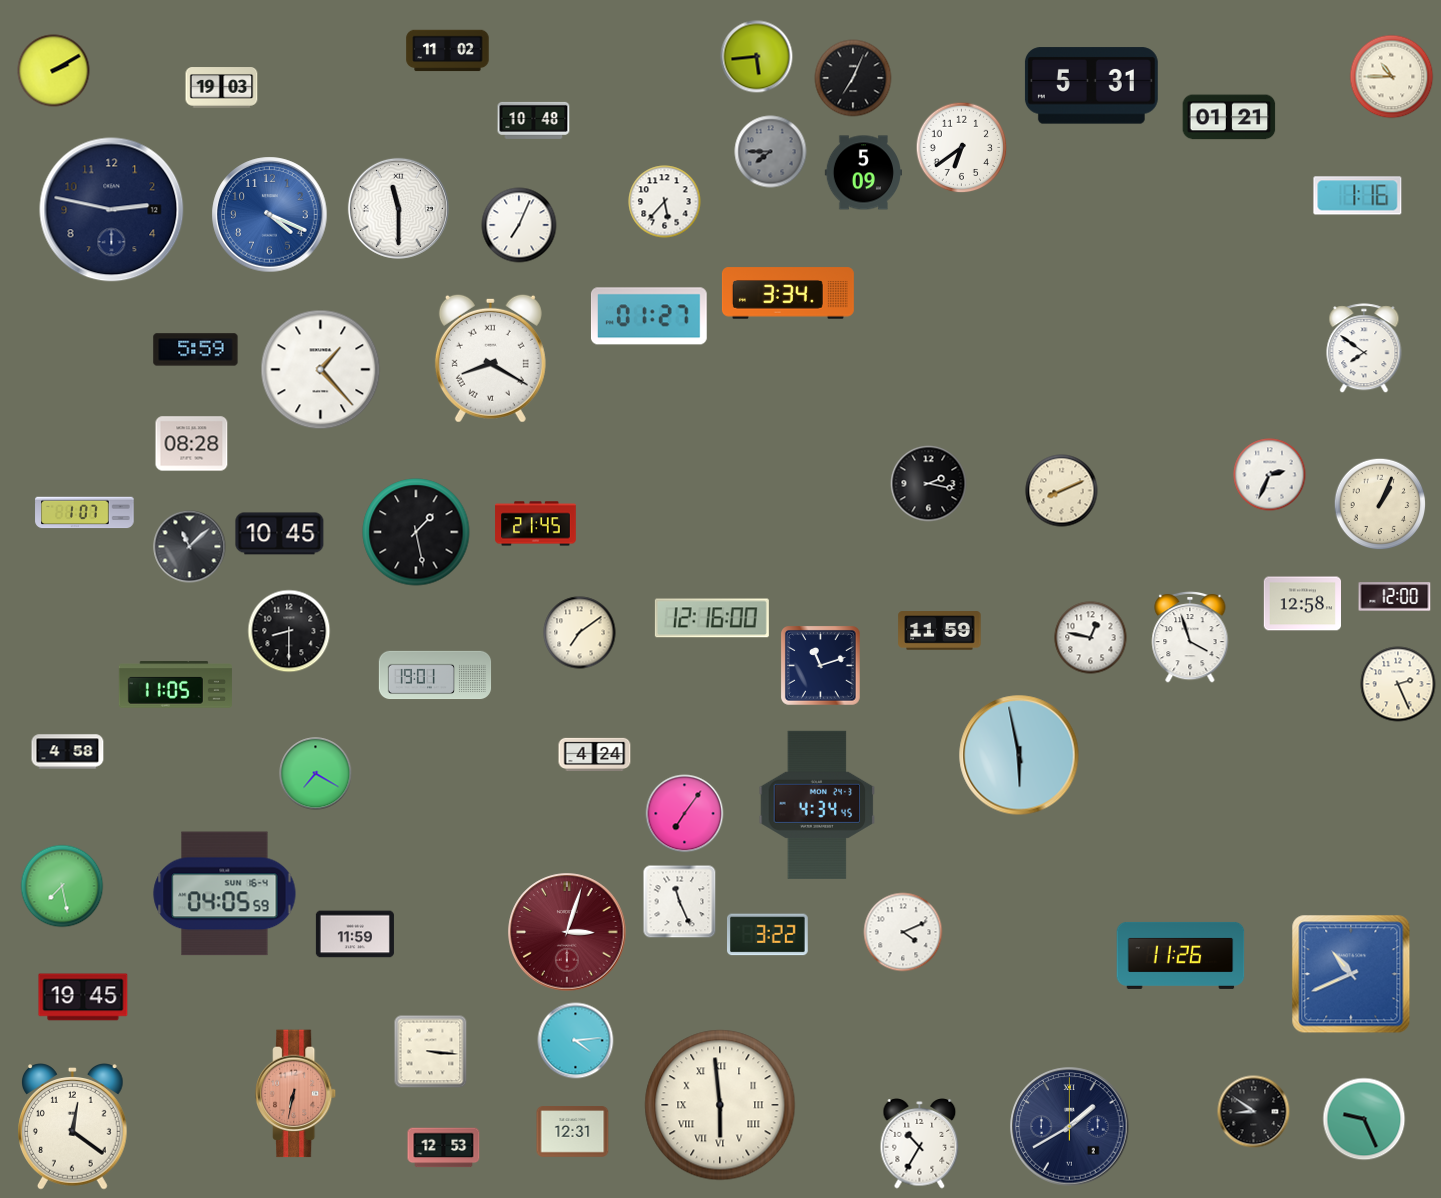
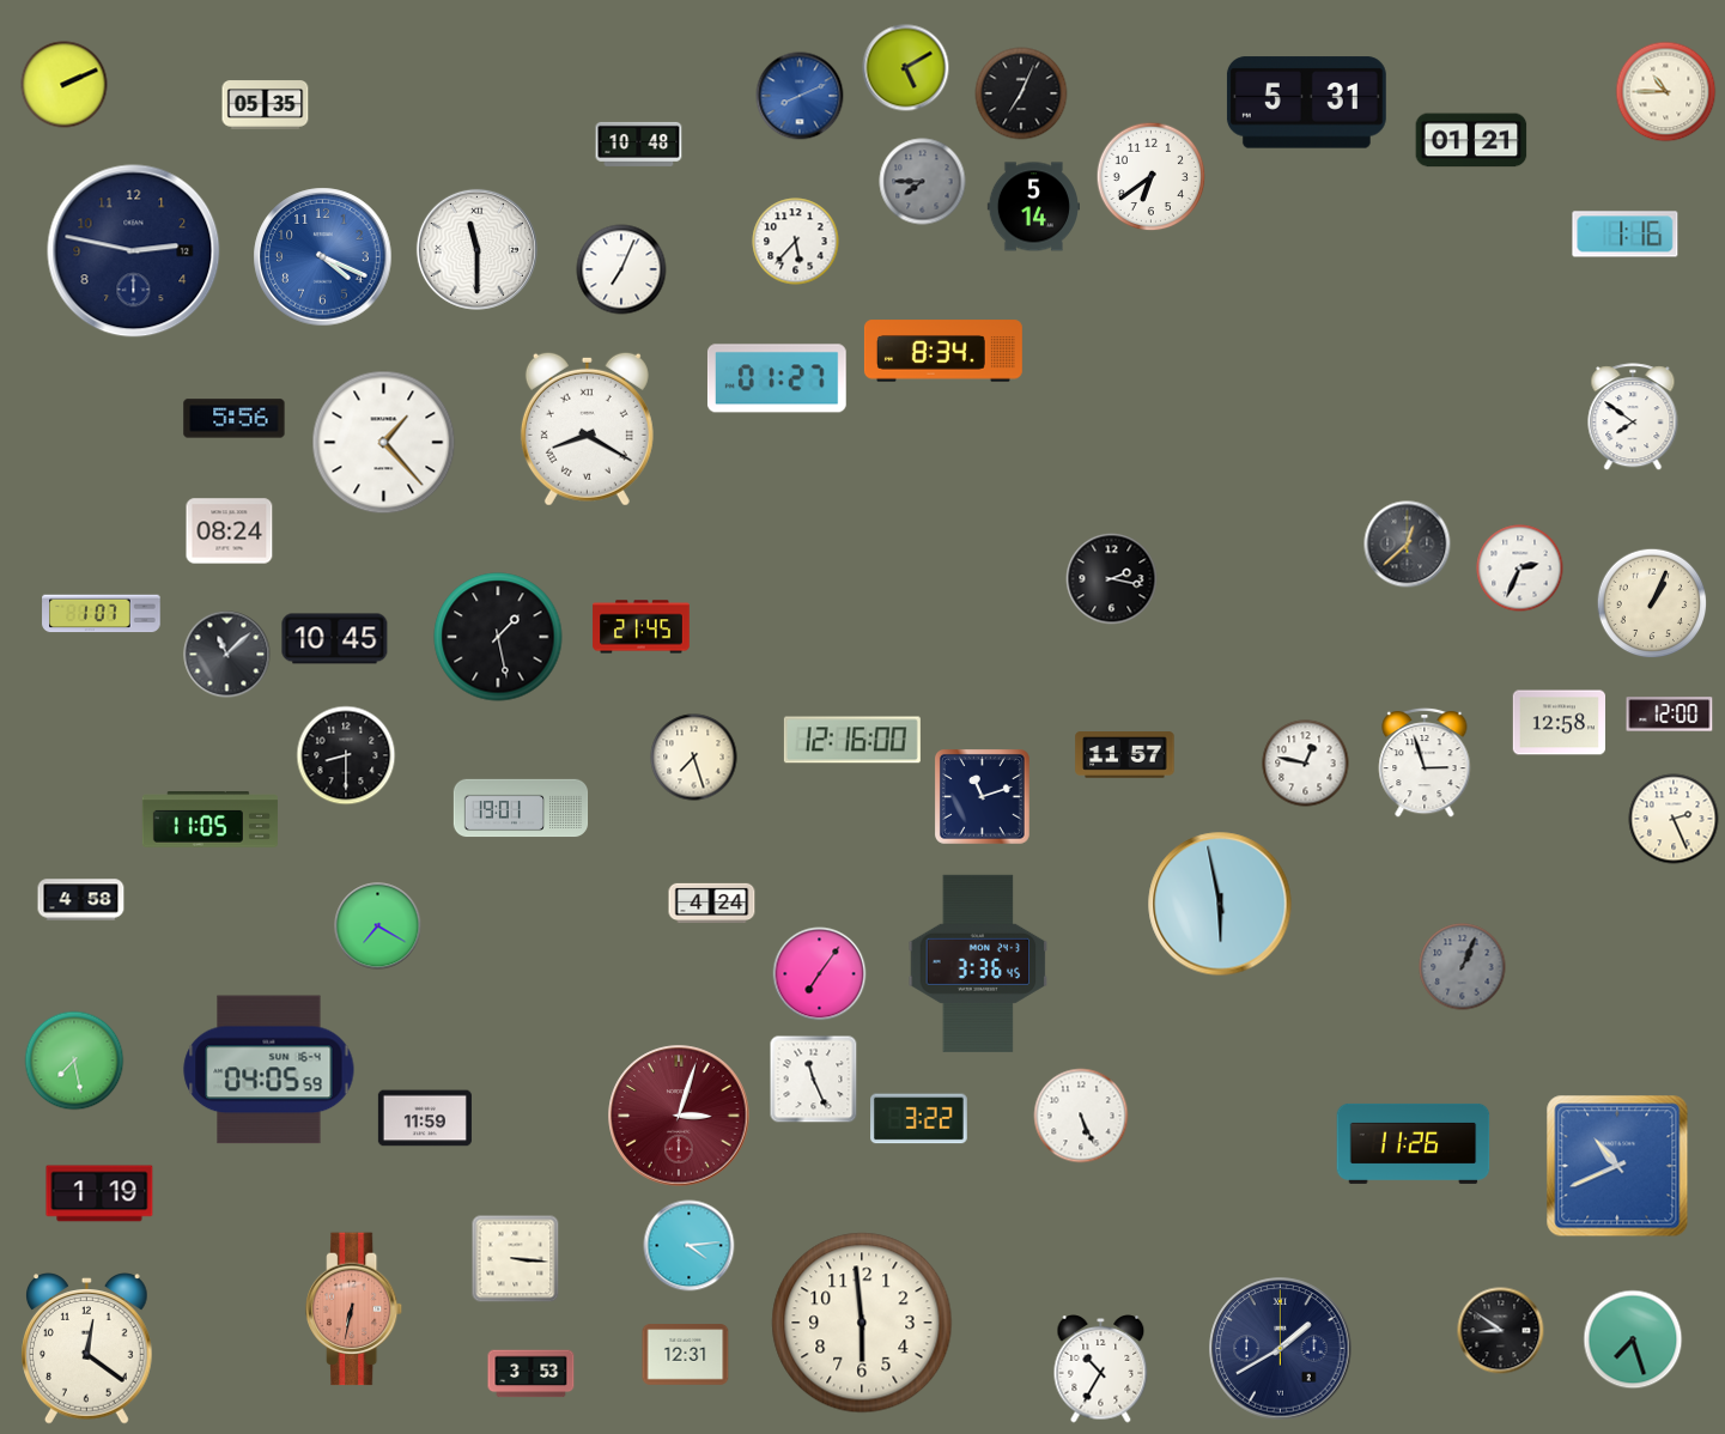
clock at (448, 51): 11:02 -> none
clock at (757, 57): 5:44 -> 5:10
clock at (54, 71): 2:10 -> 2:11
clock at (800, 96): none -> 8:11
clock at (222, 88): 19:03 -> 05:35
clock at (863, 173): 5:09 -> 5:14
clock at (788, 293): 3:34 -> 8:34
clock at (196, 350): 5:59 -> 5:56
clock at (192, 444): 08:28 -> 08:24
clock at (1408, 545): none -> 12:38
clock at (1062, 491): 8:11 -> none
clock at (940, 631): 11:59 -> 11:57
clock at (580, 633): 7:09 -> 7:27
clock at (1190, 637): 3:57 -> 2:57
clock at (817, 805): 4:34 -> 3:36
clock at (1463, 967): none -> 1:04
clock at (903, 932): 4:11 -> 5:26
clock at (83, 997): 19:45 -> 1:19
clock at (720, 1105) numerals: Roman -> Arabic
clock at (1364, 1119): 9:26 -> 7:27
clock at (444, 1148): 12:53 -> 3:53
